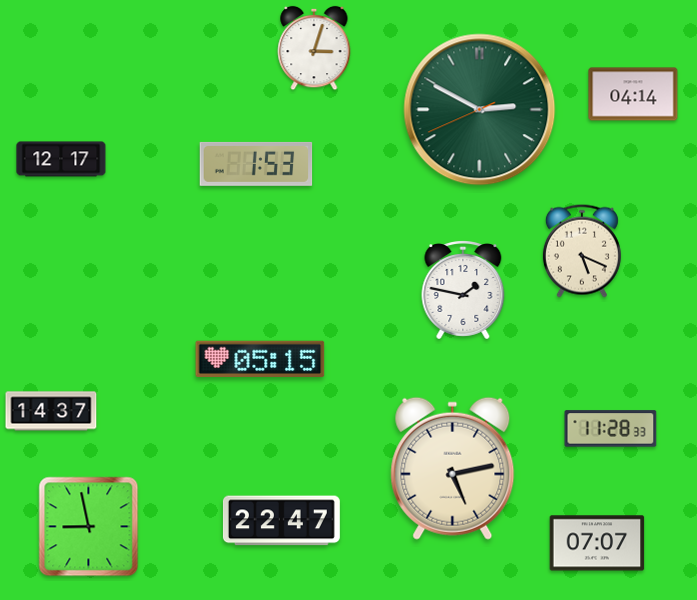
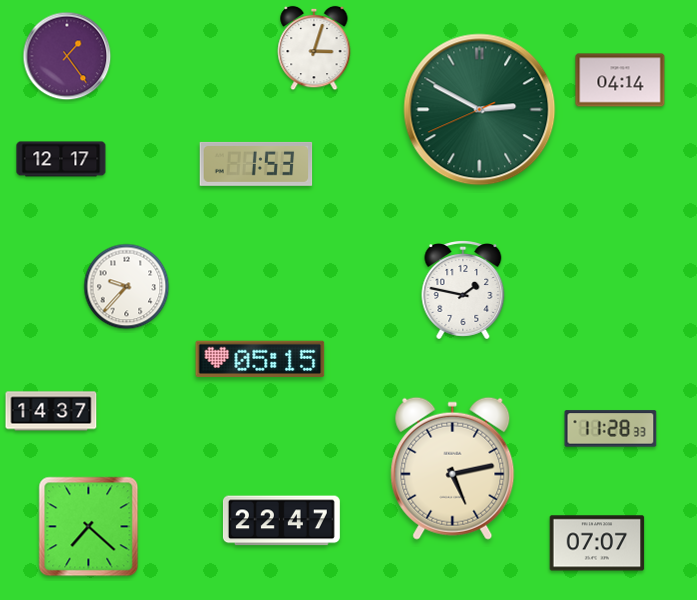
clock at (67, 56): none -> 1:24
clock at (633, 94) position: (633, 94) -> (620, 80)
clock at (582, 251): 5:19 -> none
clock at (127, 287): none -> 9:37
clock at (89, 527): 8:58 -> 7:22
